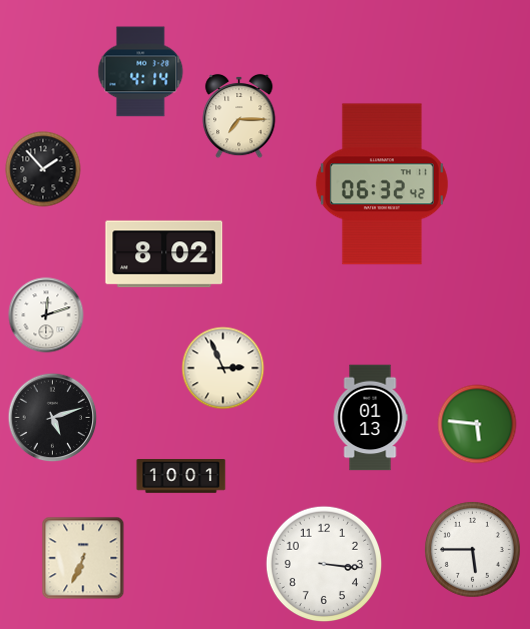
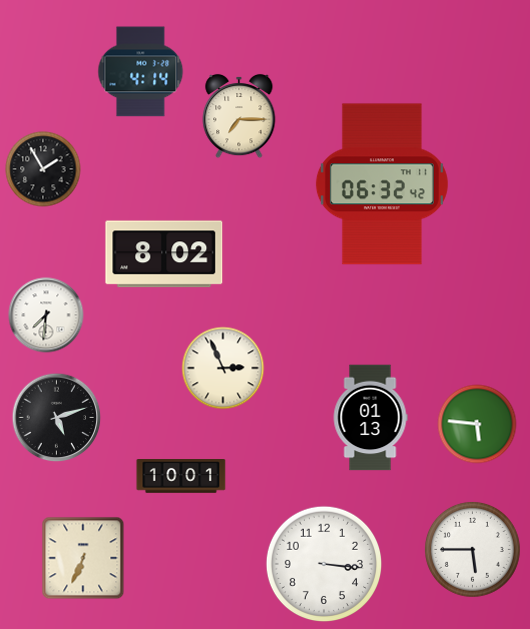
clock at (43, 169): 1:53 -> 1:55
clock at (46, 315): 12:12 -> 7:31
clock at (53, 418) position: (53, 418) -> (57, 418)
